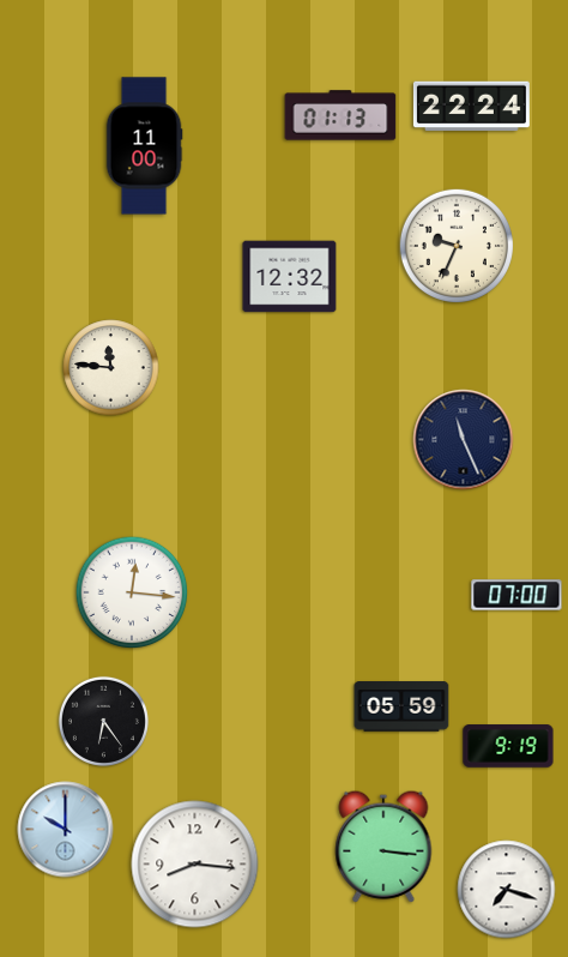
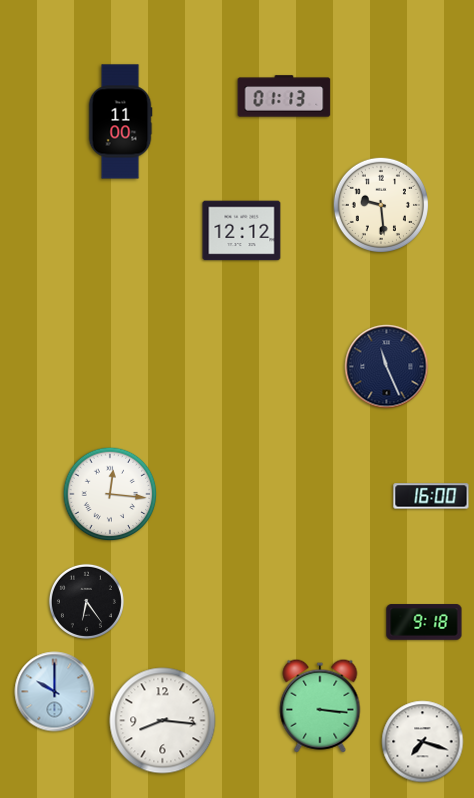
clock at (471, 107): 22:24 -> none
clock at (455, 245): 9:34 -> 9:29
clock at (290, 277): 12:32 -> 12:12
clock at (111, 368): 11:46 -> none
clock at (516, 595): 07:00 -> 16:00
clock at (401, 706): 05:59 -> none
clock at (508, 746): 9:19 -> 9:18
